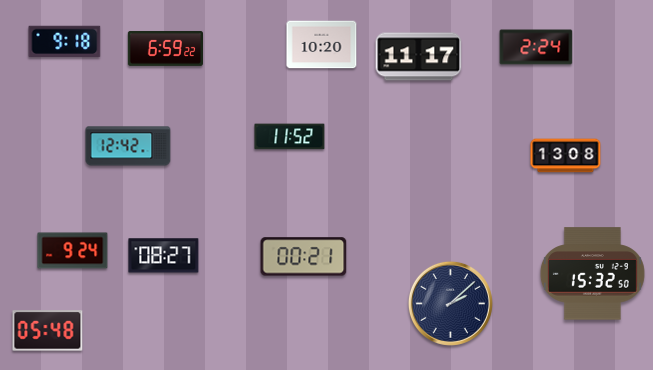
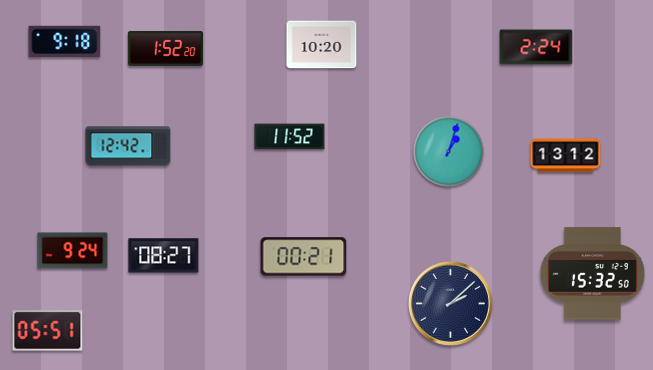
clock at (165, 48): 6:59 -> 1:52
clock at (419, 57): 11:17 -> none
clock at (449, 152): none -> 1:03
clock at (566, 156): 13:08 -> 13:12
clock at (48, 331): 05:48 -> 05:51
